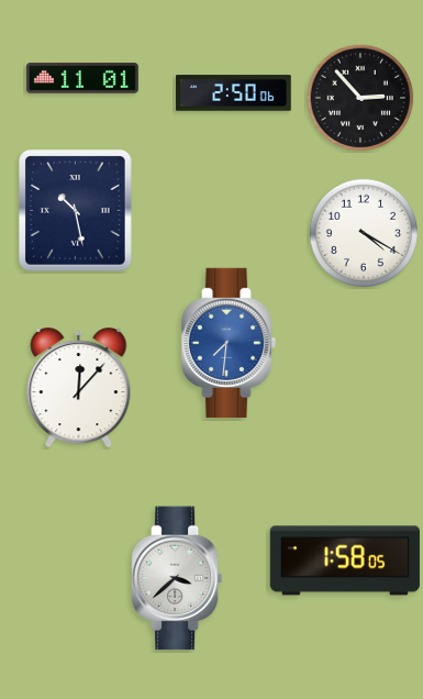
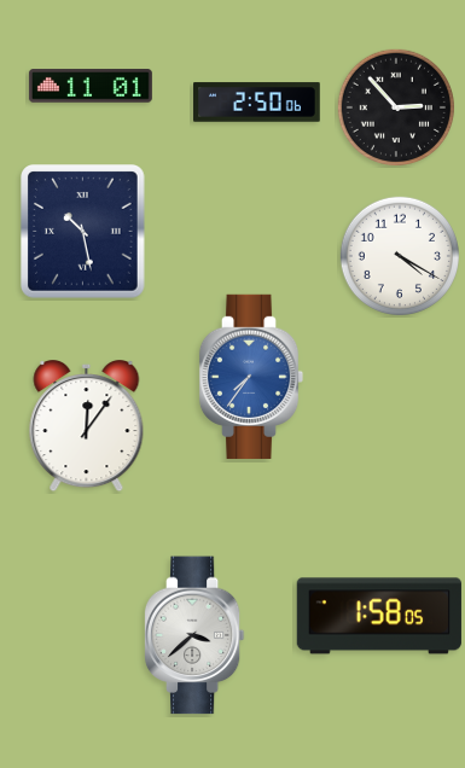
clock at (229, 343): 7:31 -> 7:36
clock at (79, 389): 12:07 -> 12:06
